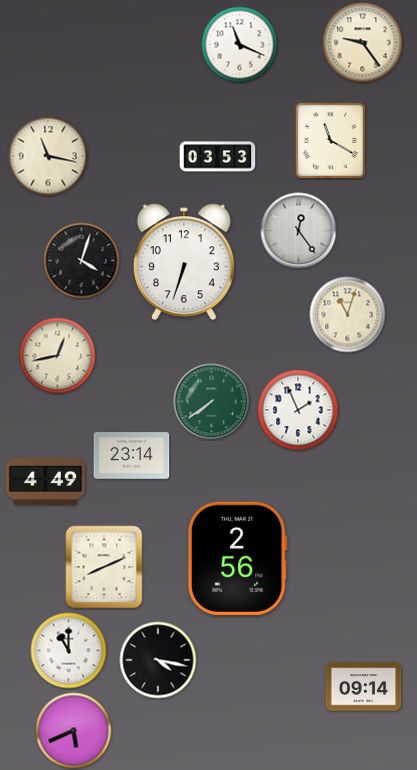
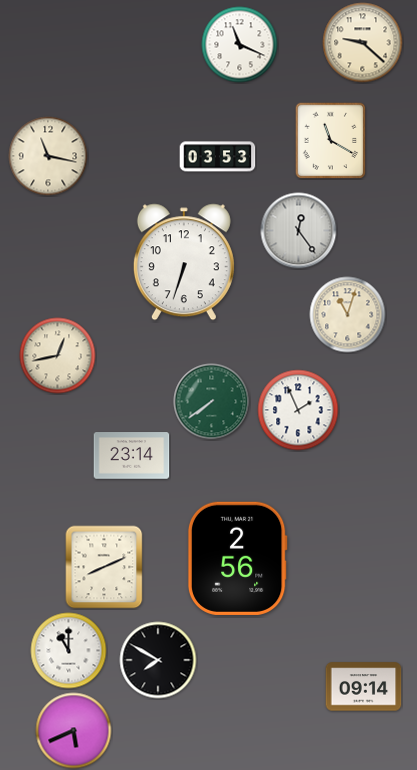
clock at (363, 43): 9:24 -> 9:22
clock at (82, 261): 4:03 -> none
clock at (46, 481): 4:49 -> none
clock at (158, 660): 4:17 -> 7:50
